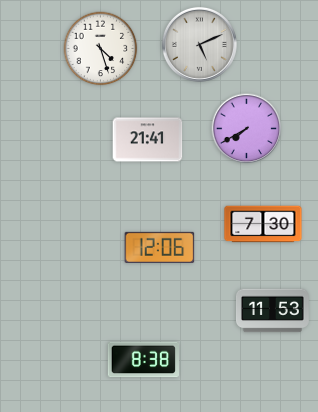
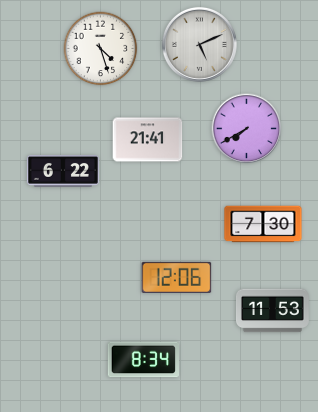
clock at (63, 172): none -> 6:22
clock at (160, 247) position: (160, 247) -> (177, 277)
clock at (143, 360): 8:38 -> 8:34
